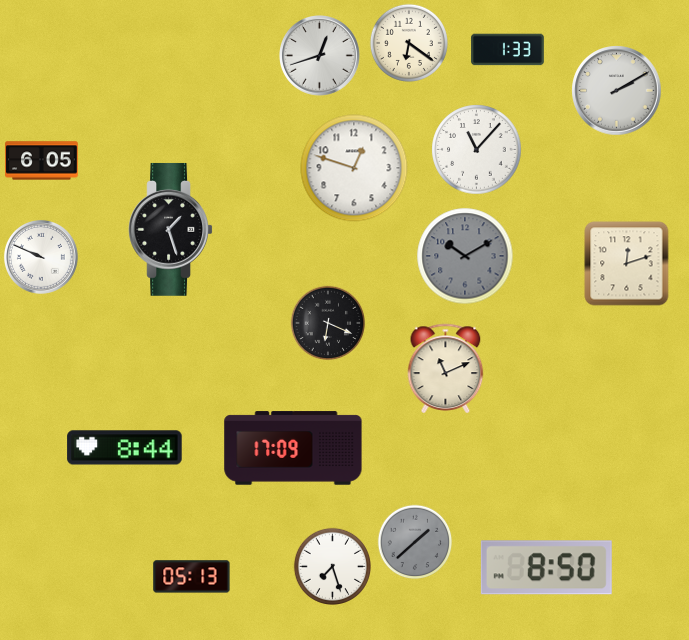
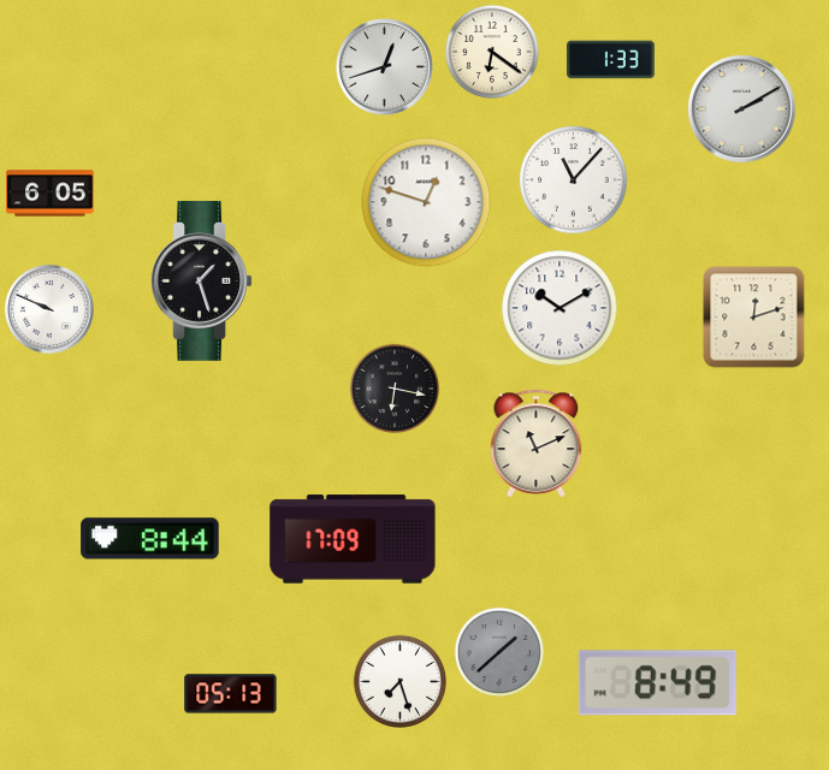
clock at (171, 229) position: (171, 229) -> (202, 280)
clock at (465, 256) dial: grey -> white
clock at (328, 323): 6:19 -> 6:17
clock at (546, 568): 8:50 -> 8:49
